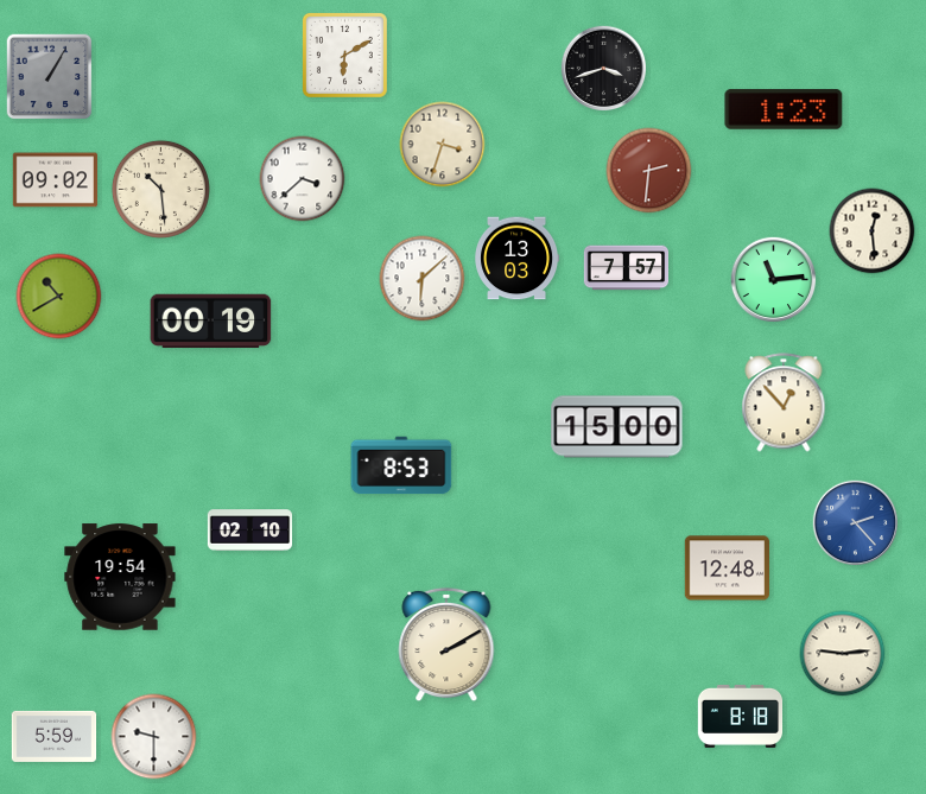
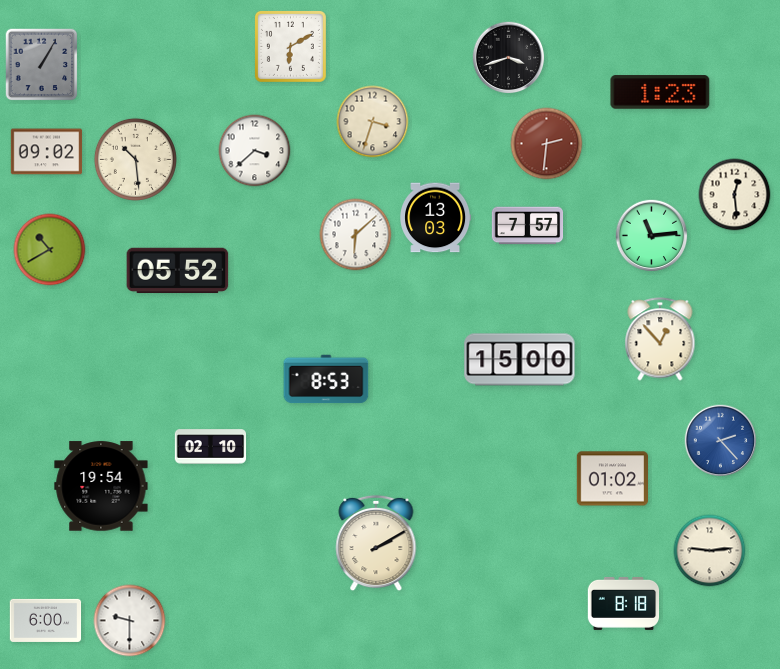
clock at (211, 322): 00:19 -> 05:52
clock at (401, 465) position: (401, 465) -> (326, 379)
clock at (728, 568): 12:48 -> 01:02
clock at (55, 736): 5:59 -> 6:00
